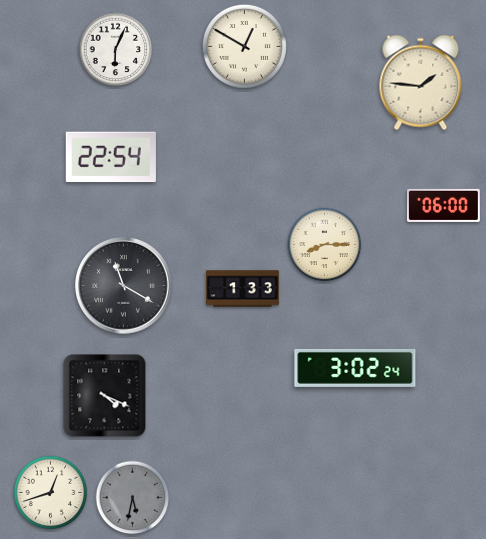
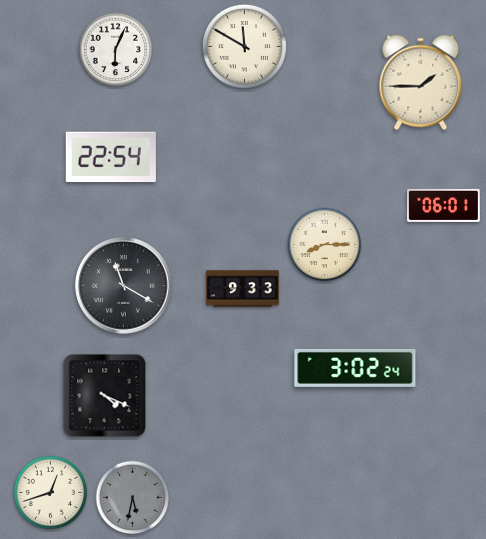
clock at (244, 46): 12:50 -> 11:50
clock at (421, 83): 1:46 -> 1:45
clock at (443, 205): 06:00 -> 06:01
clock at (243, 289): 1:33 -> 9:33
